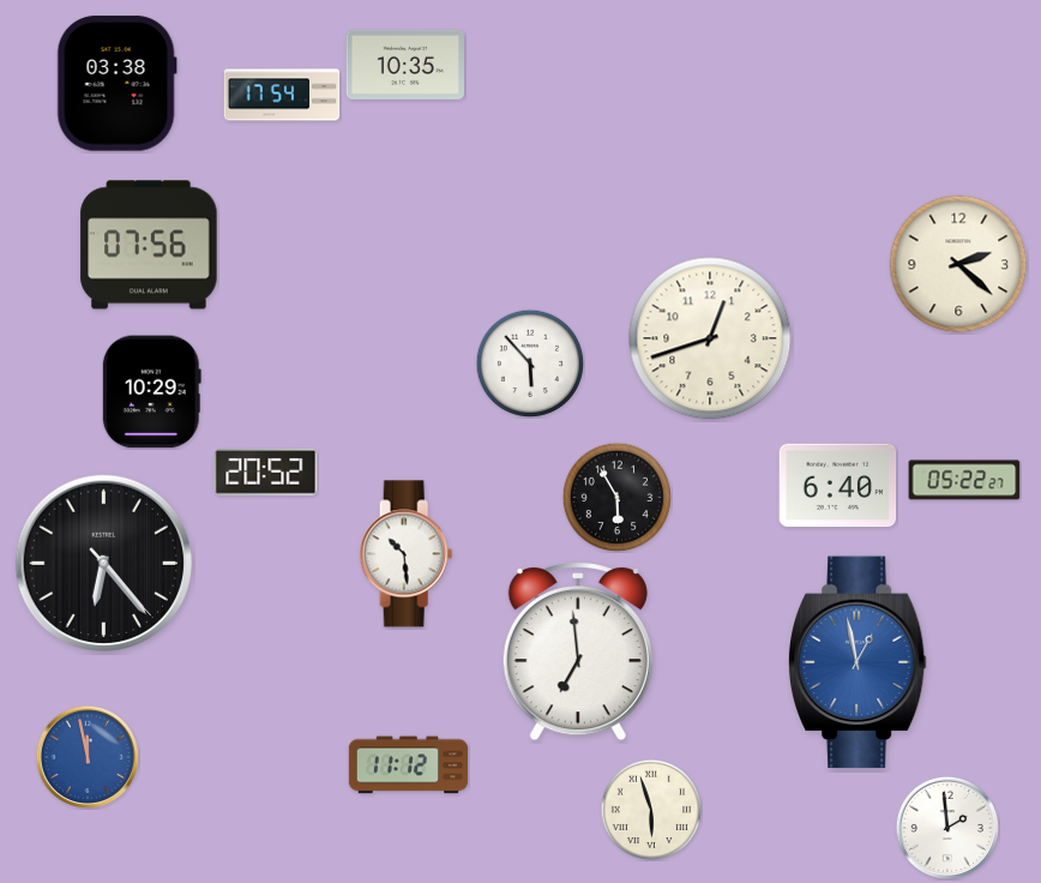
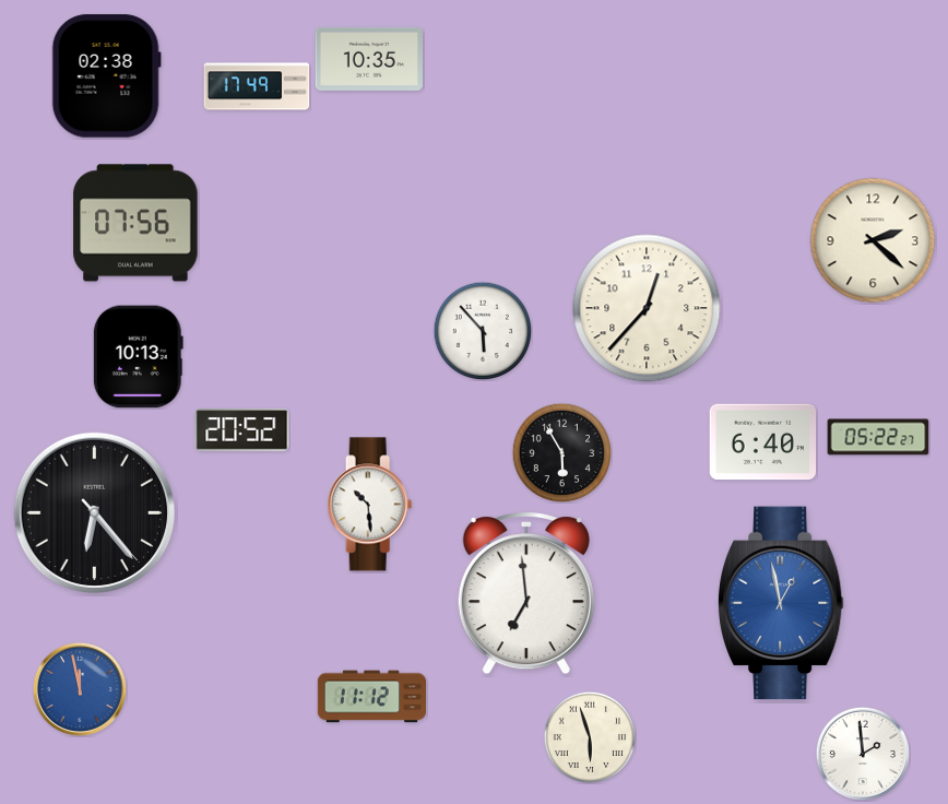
clock at (116, 84): 03:38 -> 02:38
clock at (282, 95): 17:54 -> 17:49
clock at (710, 338): 12:42 -> 12:37
clock at (151, 392): 10:29 -> 10:13
clock at (650, 809) position: (650, 809) -> (589, 736)
